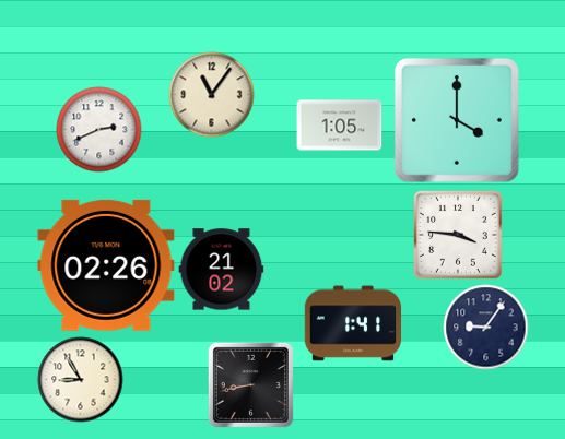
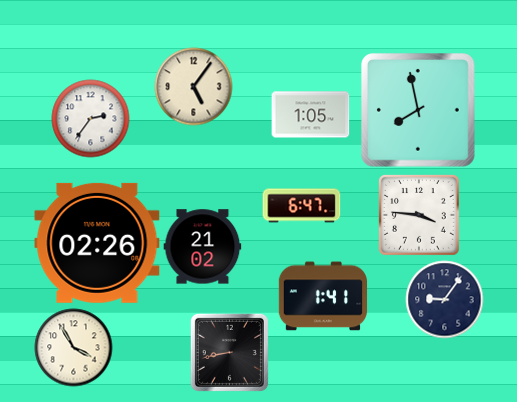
clock at (211, 94): 11:06 -> 5:06
clock at (458, 121): 4:00 -> 7:58
clock at (98, 129): 2:41 -> 2:36
clock at (301, 206): none -> 6:47
clock at (80, 379): 8:55 -> 3:55
